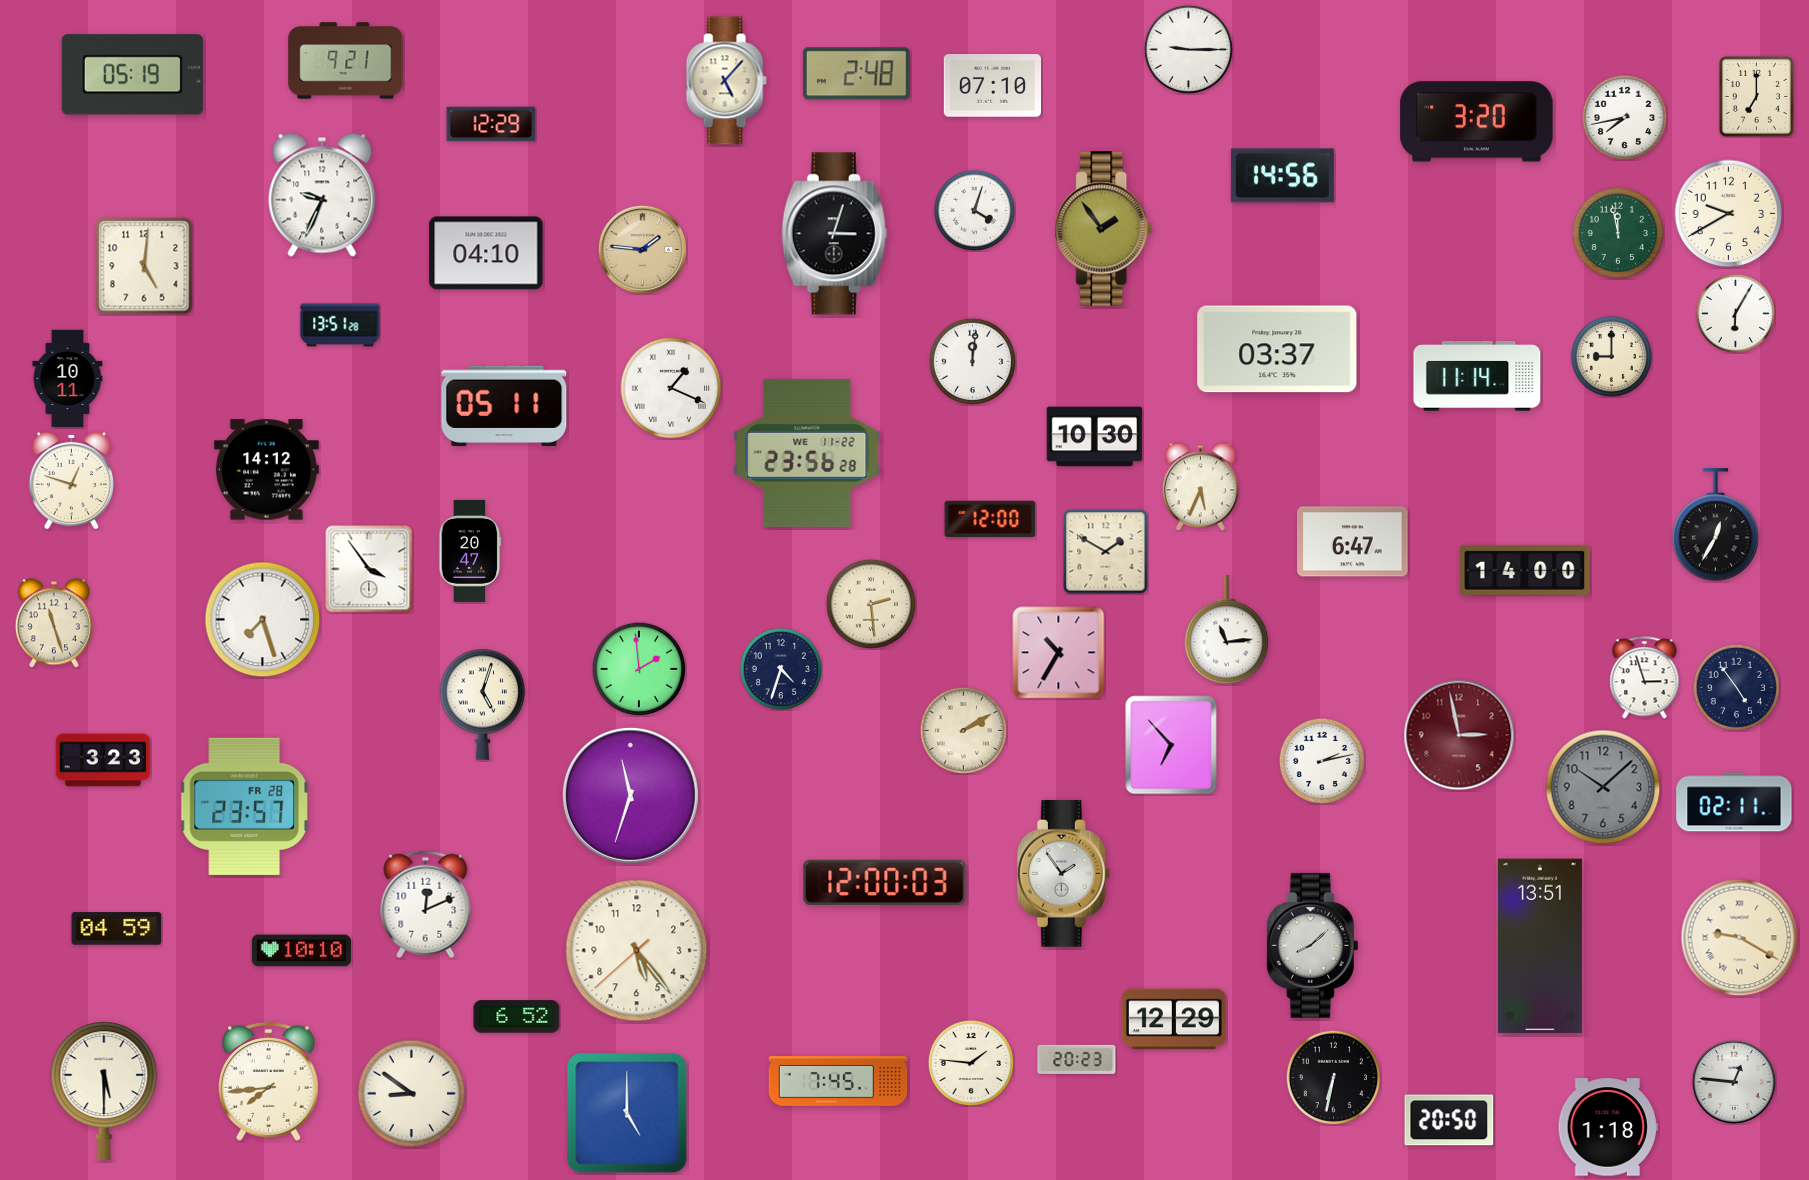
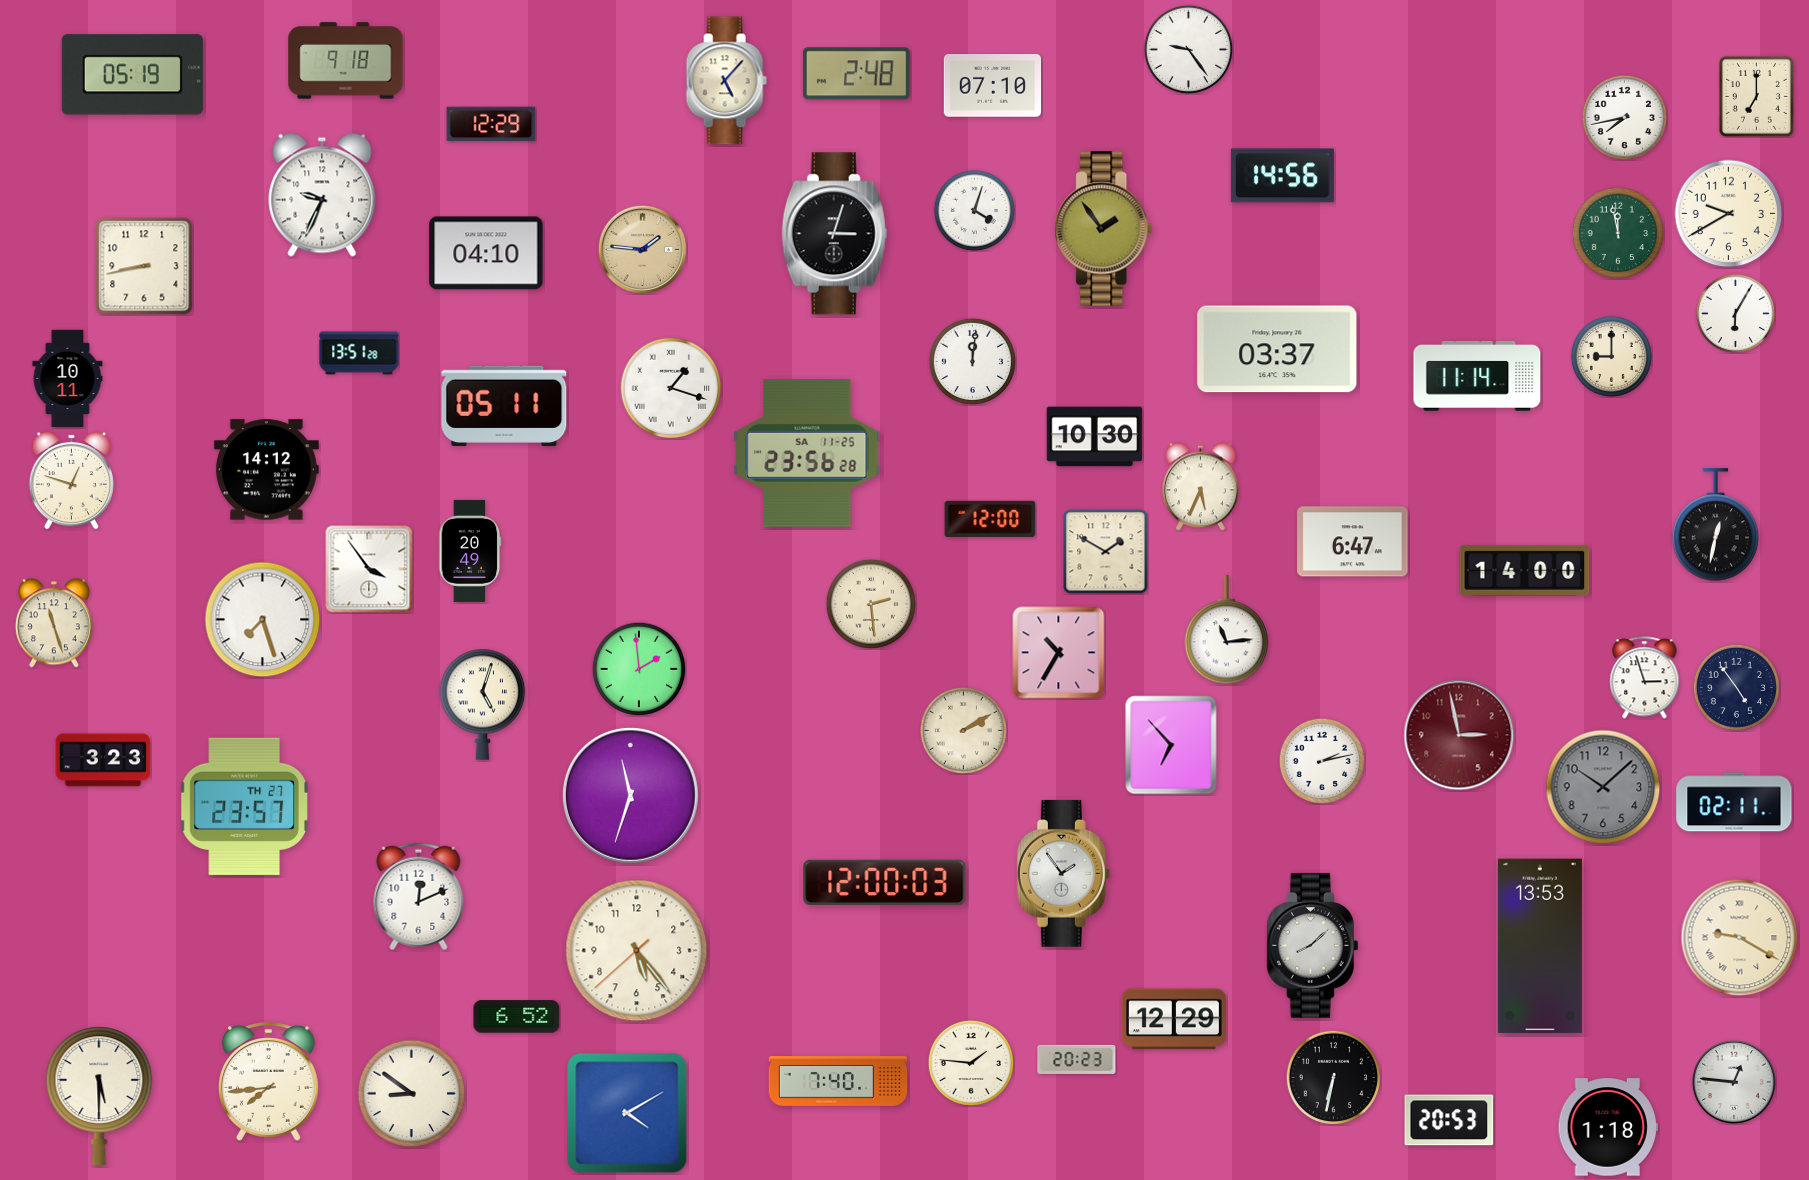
clock at (1188, 49): 9:15 -> 9:24
clock at (346, 61): 9:21 -> 9:18
clock at (1477, 122): 3:20 -> none
clock at (144, 266): 5:01 -> 8:43
clock at (340, 325) position: (340, 325) -> (359, 353)
clock at (671, 388): 1:19 -> 1:18
clock at (807, 453) date: WE 11-22 -> SA 11-25
clock at (1716, 525): 12:35 -> 12:32
clock at (470, 551): 20:47 -> 20:49
clock at (781, 669): 4:33 -> none
clock at (244, 806) date: FR 28 -> TH 27
clock at (426, 905) position: (426, 905) -> (419, 897)
clock at (117, 929): 04:59 -> none
clock at (1540, 946): 13:51 -> 13:53
clock at (301, 951): 10:10 -> none
clock at (838, 1081): 7:45 -> 7:40
clock at (104, 1091) position: (104, 1091) -> (99, 1096)
clock at (627, 1113): 5:00 -> 4:10
clock at (1449, 1120): 20:50 -> 20:53
